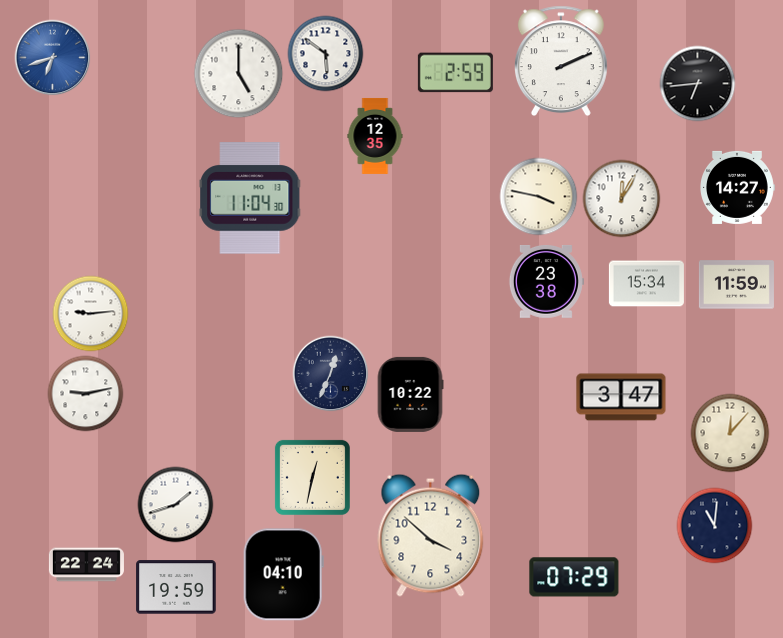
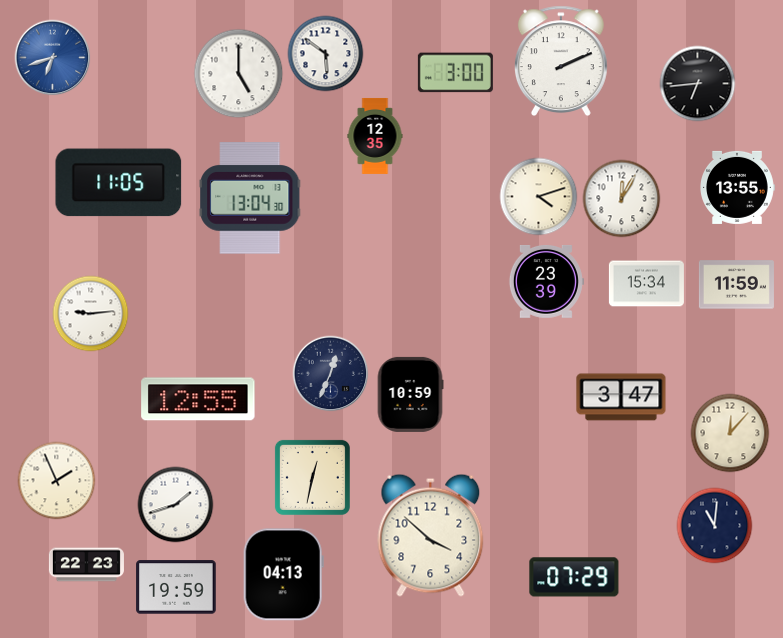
clock at (455, 73): 2:59 -> 3:00
clock at (119, 183): none -> 11:05
clock at (738, 187): 14:27 -> 13:55
clock at (539, 197): 3:47 -> 4:12
clock at (251, 198): 11:04 -> 13:04
clock at (546, 282): 23:38 -> 23:39
clock at (86, 394): 9:13 -> none
clock at (410, 394): 10:22 -> 10:59
clock at (198, 399): none -> 12:55
clock at (57, 481): none -> 1:56
clock at (86, 565): 22:24 -> 22:23
clock at (283, 575): 04:10 -> 04:13
